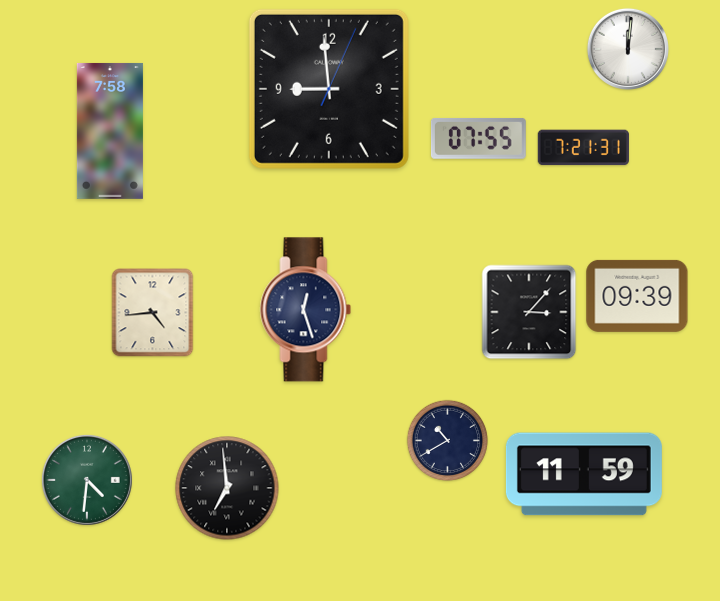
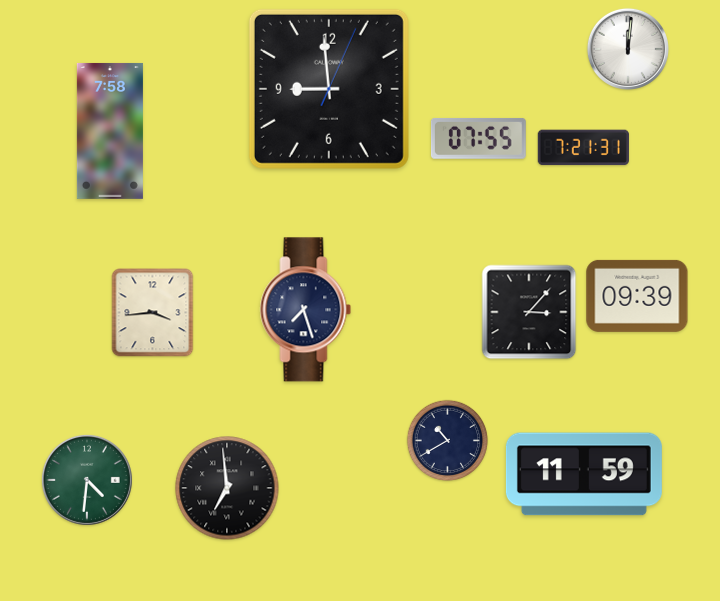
clock at (306, 310): 12:27 -> 7:27
clock at (153, 313): 4:44 -> 3:44
